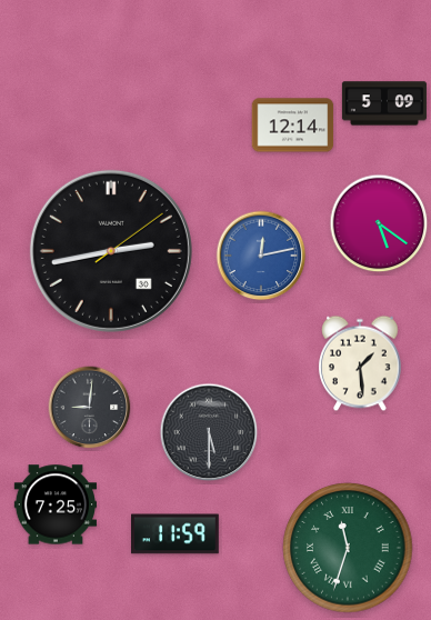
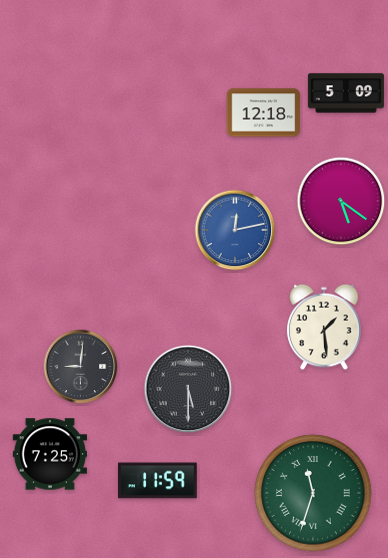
clock at (293, 126): 12:14 -> 12:18
clock at (111, 251): 2:43 -> none
